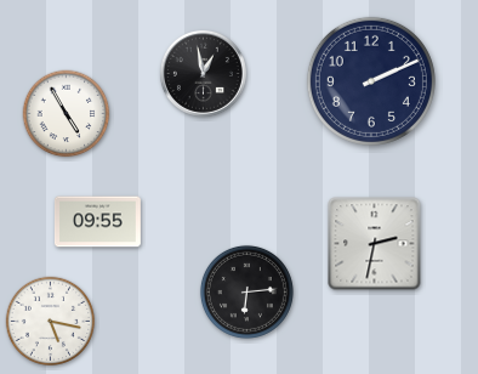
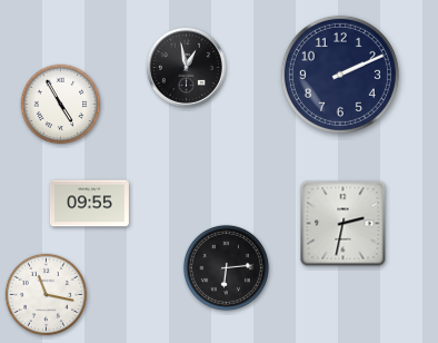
clock at (51, 322): 5:17 -> 11:17
